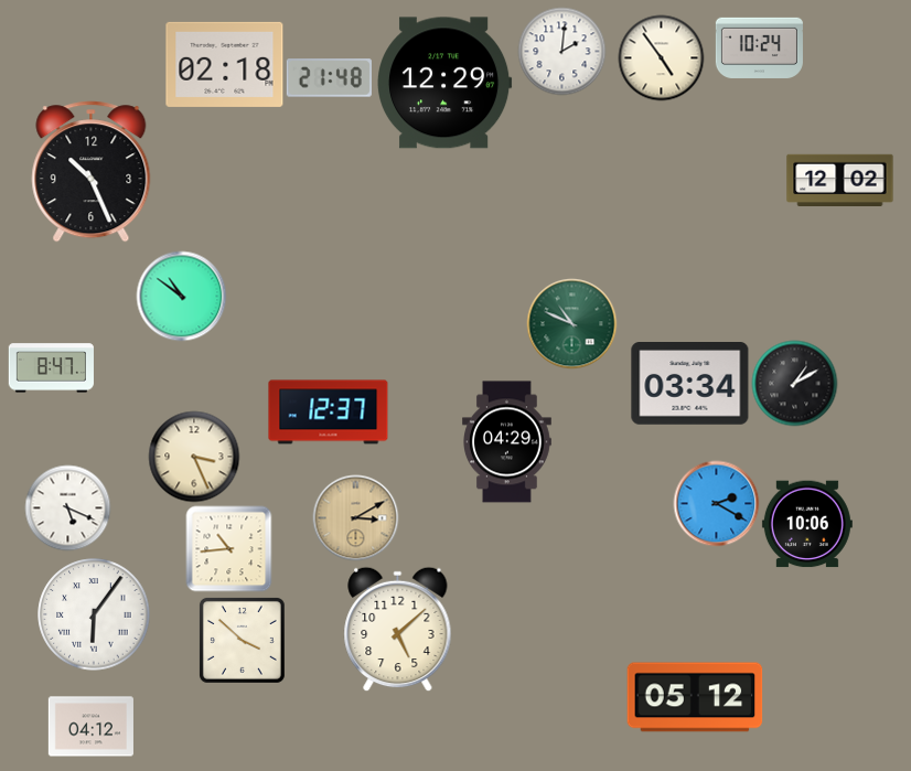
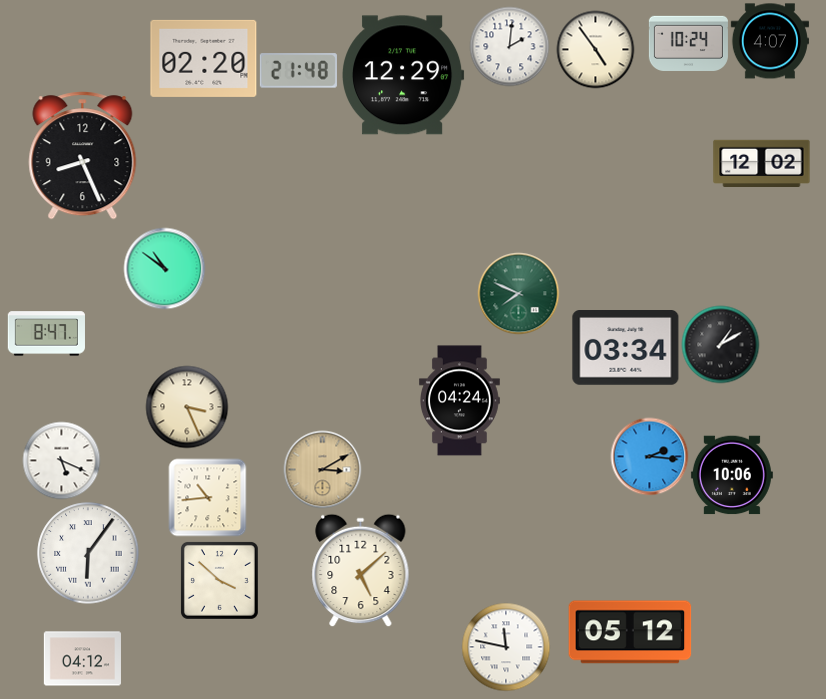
clock at (770, 41): none -> 4:07
clock at (661, 57) position: (661, 57) -> (595, 49)
clock at (225, 64): 02:18 -> 02:20
clock at (92, 172): 10:26 -> 8:26
clock at (571, 323): 10:49 -> 7:49
clock at (794, 383) position: (794, 383) -> (720, 344)
clock at (329, 413): 12:37 -> none
clock at (507, 442): 04:29 -> 04:24
clock at (194, 457) position: (194, 457) -> (187, 407)
clock at (716, 503): 2:20 -> 2:16
clock at (94, 614) position: (94, 614) -> (88, 553)
clock at (506, 647): none -> 11:47
